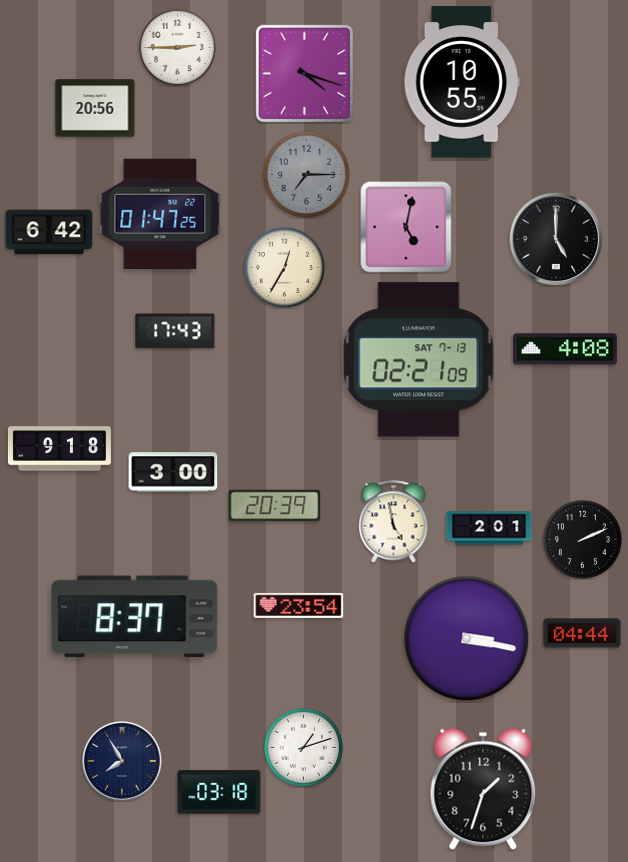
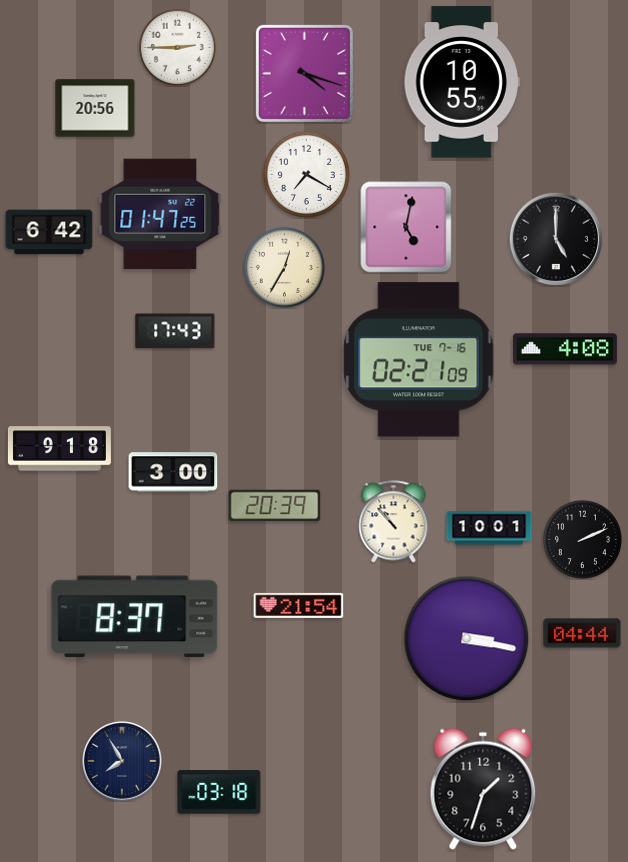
clock at (306, 174): 7:15 -> 7:20
clock at (306, 174) dial: grey -> white
clock at (419, 360) date: SAT 7-13 -> TUE 7-16
clock at (394, 522): 4:58 -> 10:53
clock at (489, 528): 2:01 -> 10:01
clock at (299, 605): 23:54 -> 21:54
clock at (303, 747): 1:12 -> none
